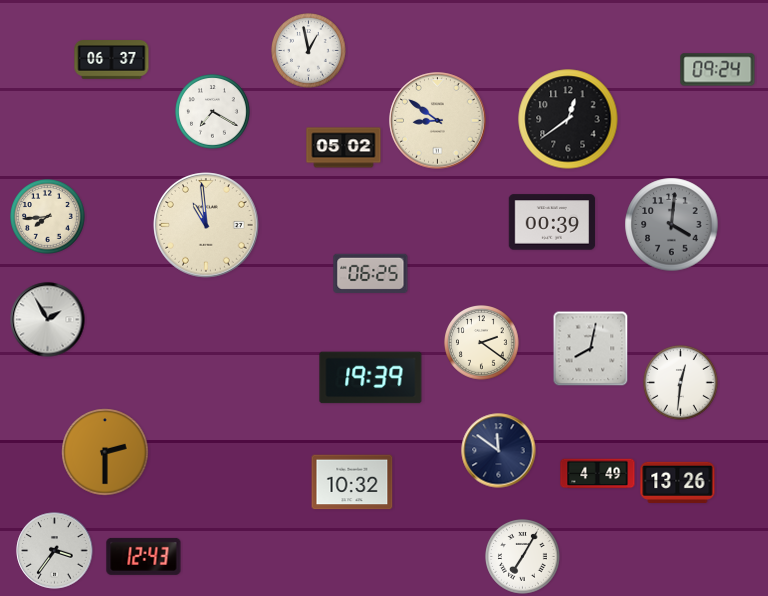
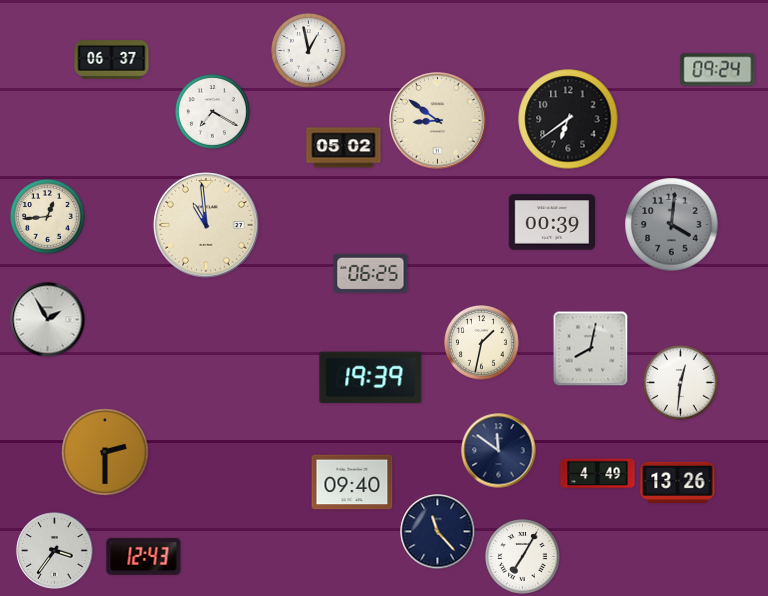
clock at (568, 119): 12:39 -> 6:39
clock at (48, 217): 7:44 -> 12:44
clock at (482, 343): 2:21 -> 1:32
clock at (352, 482): 10:32 -> 09:40
clock at (438, 532): none -> 11:23
